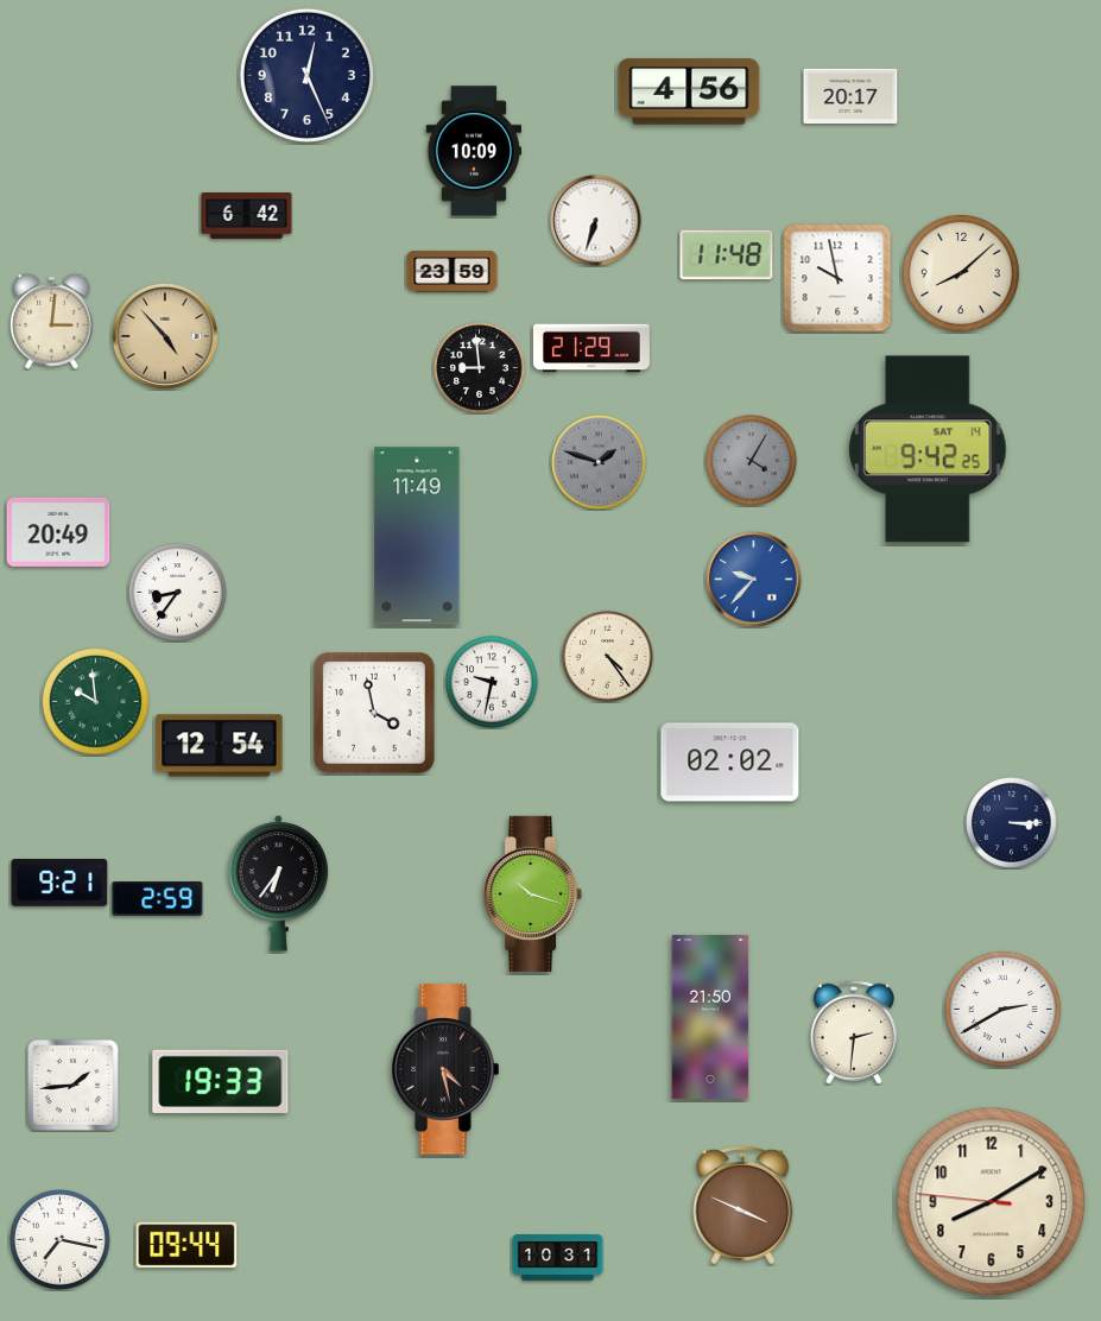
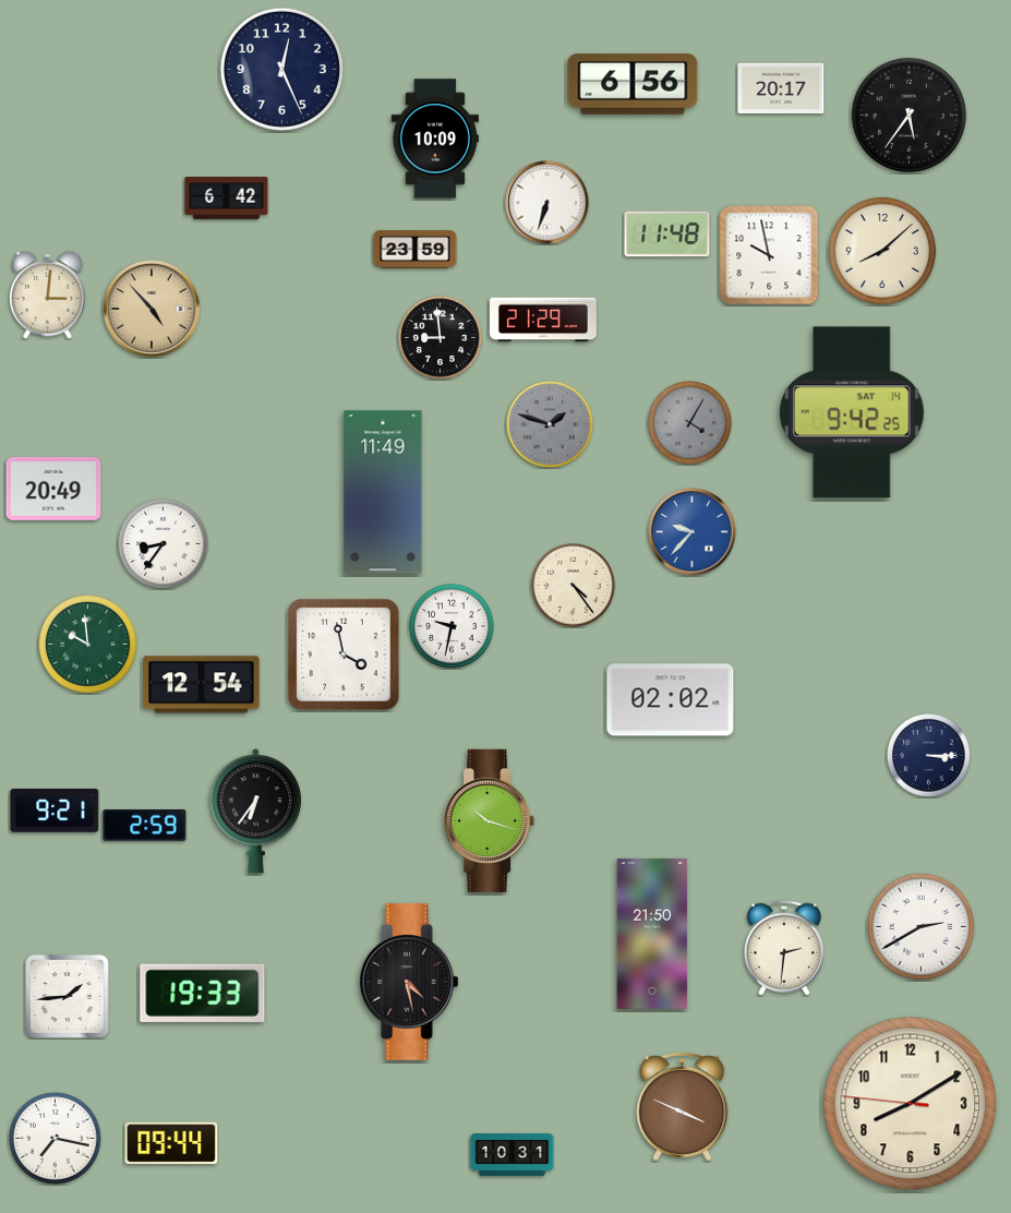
clock at (689, 91): 4:56 -> 6:56
clock at (908, 115): none -> 5:36
clock at (608, 657) position: (608, 657) -> (574, 586)
